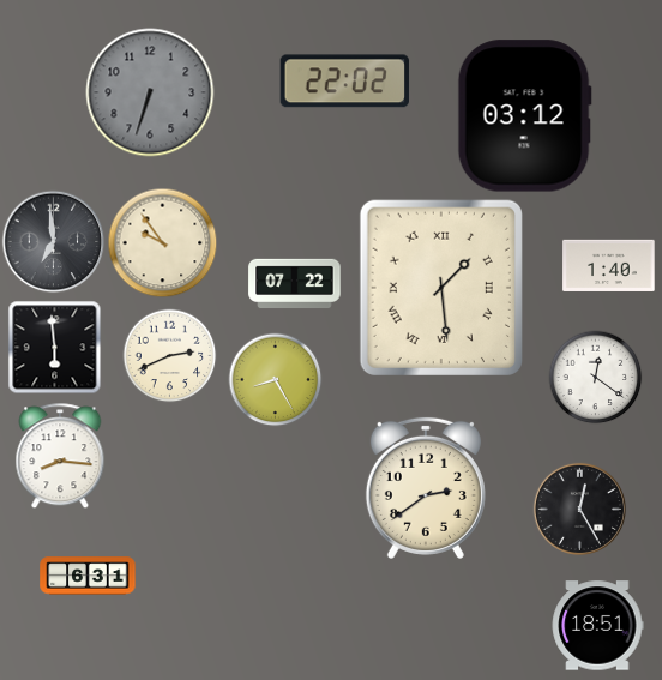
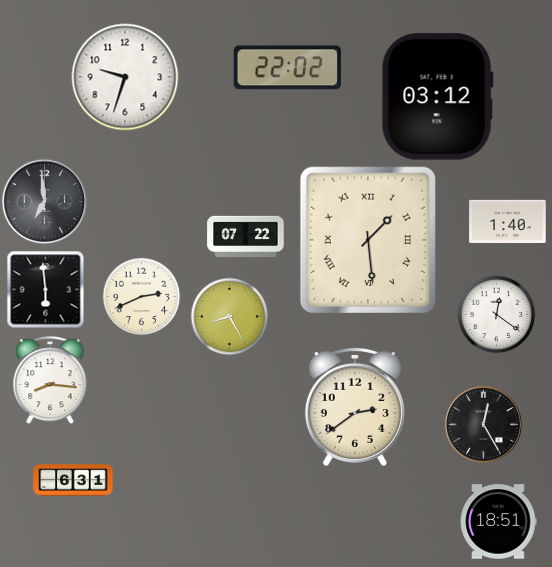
clock at (150, 92): 6:33 -> 9:33
clock at (150, 92) dial: grey -> white
clock at (162, 242): 9:54 -> none
